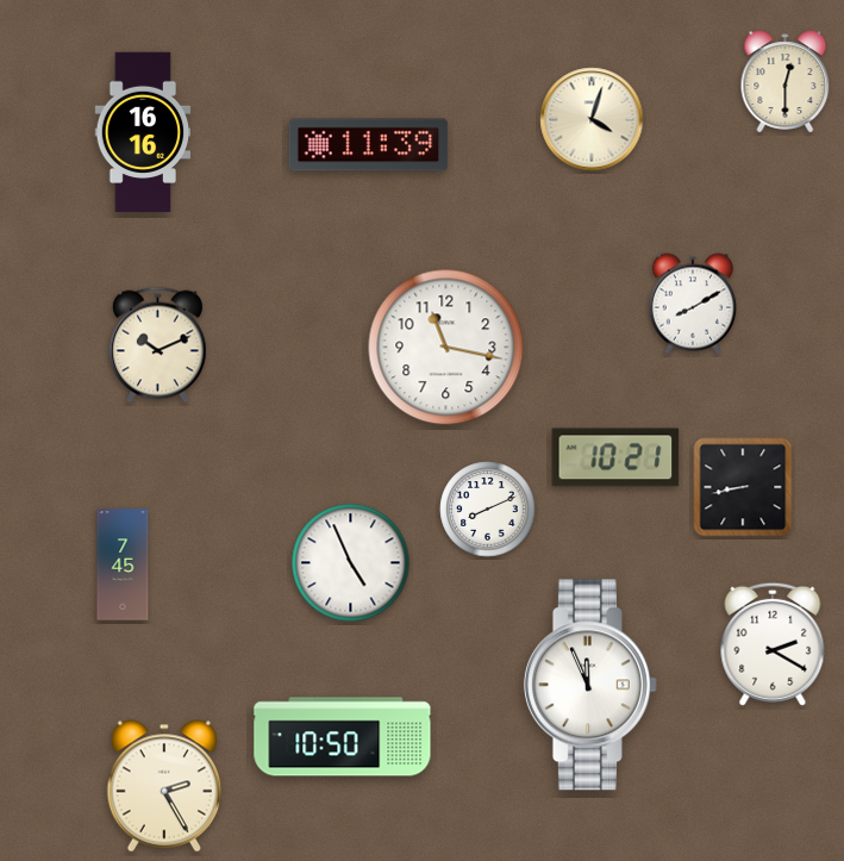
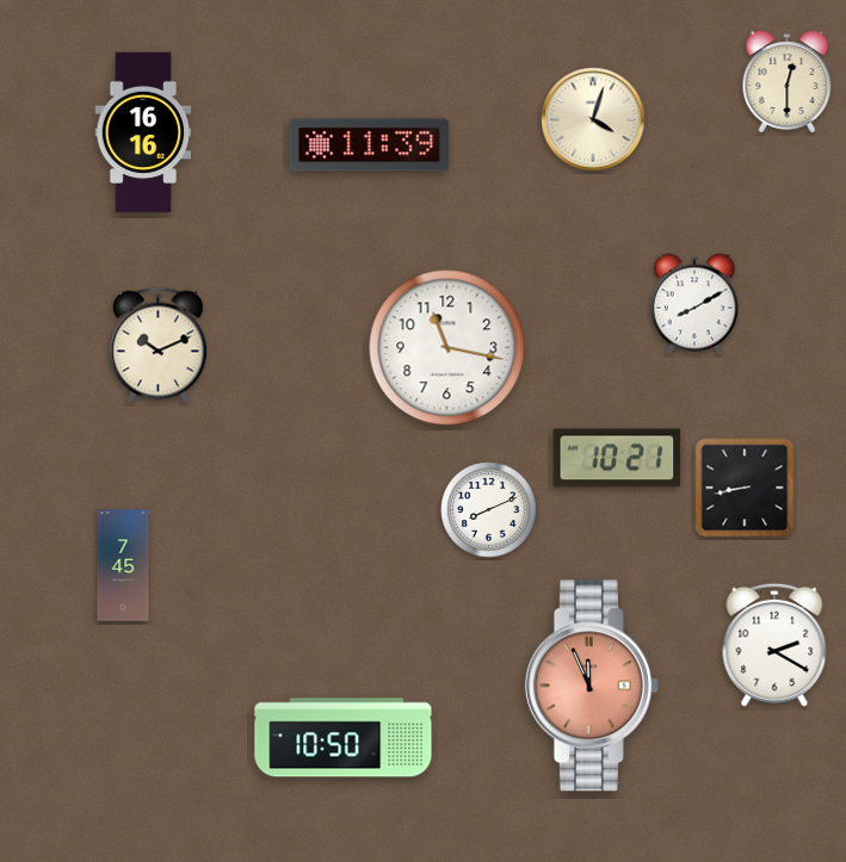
clock at (351, 563): 4:56 -> none
clock at (590, 685) dial: white -> salmon
clock at (164, 786): 2:25 -> none
